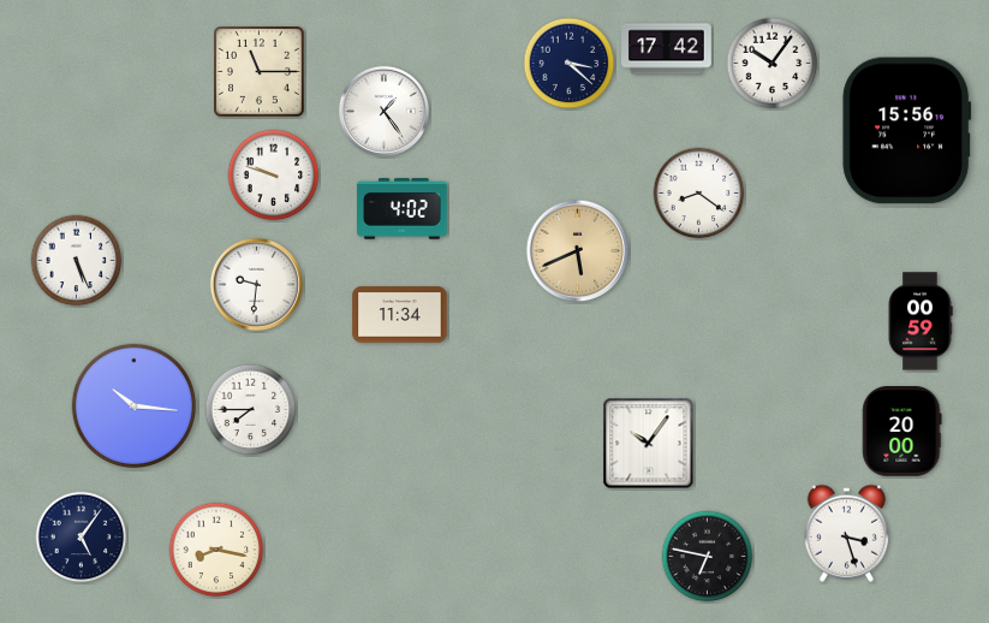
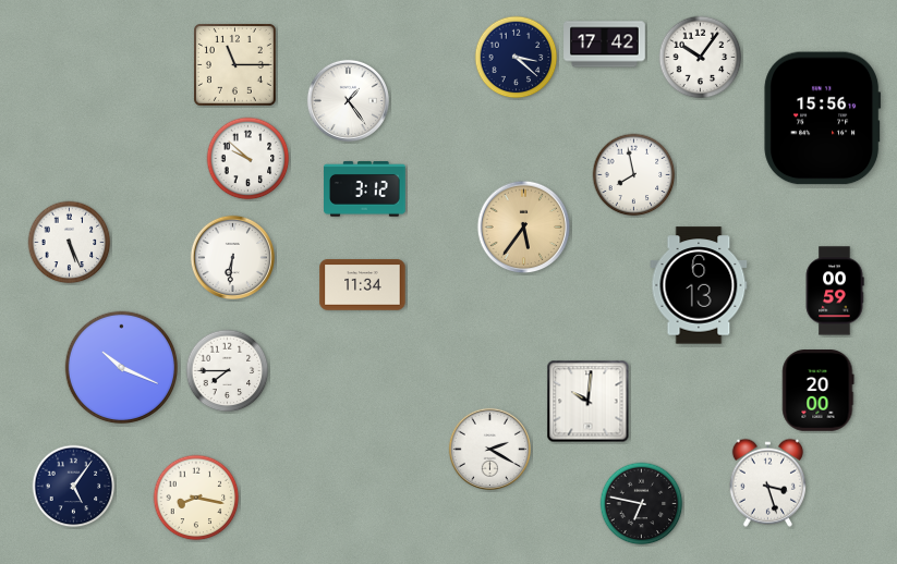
clock at (274, 176): 9:48 -> 9:52
clock at (699, 194): 8:21 -> 7:58
clock at (403, 209): 4:02 -> 3:12
clock at (578, 251): 5:41 -> 5:36
clock at (77, 261) position: (77, 261) -> (70, 243)
clock at (256, 284): 9:31 -> 6:31
clock at (699, 285): none -> 6:13
clock at (133, 405): 10:16 -> 10:19
clock at (649, 444): 10:06 -> 10:01
clock at (489, 449): none -> 2:20
